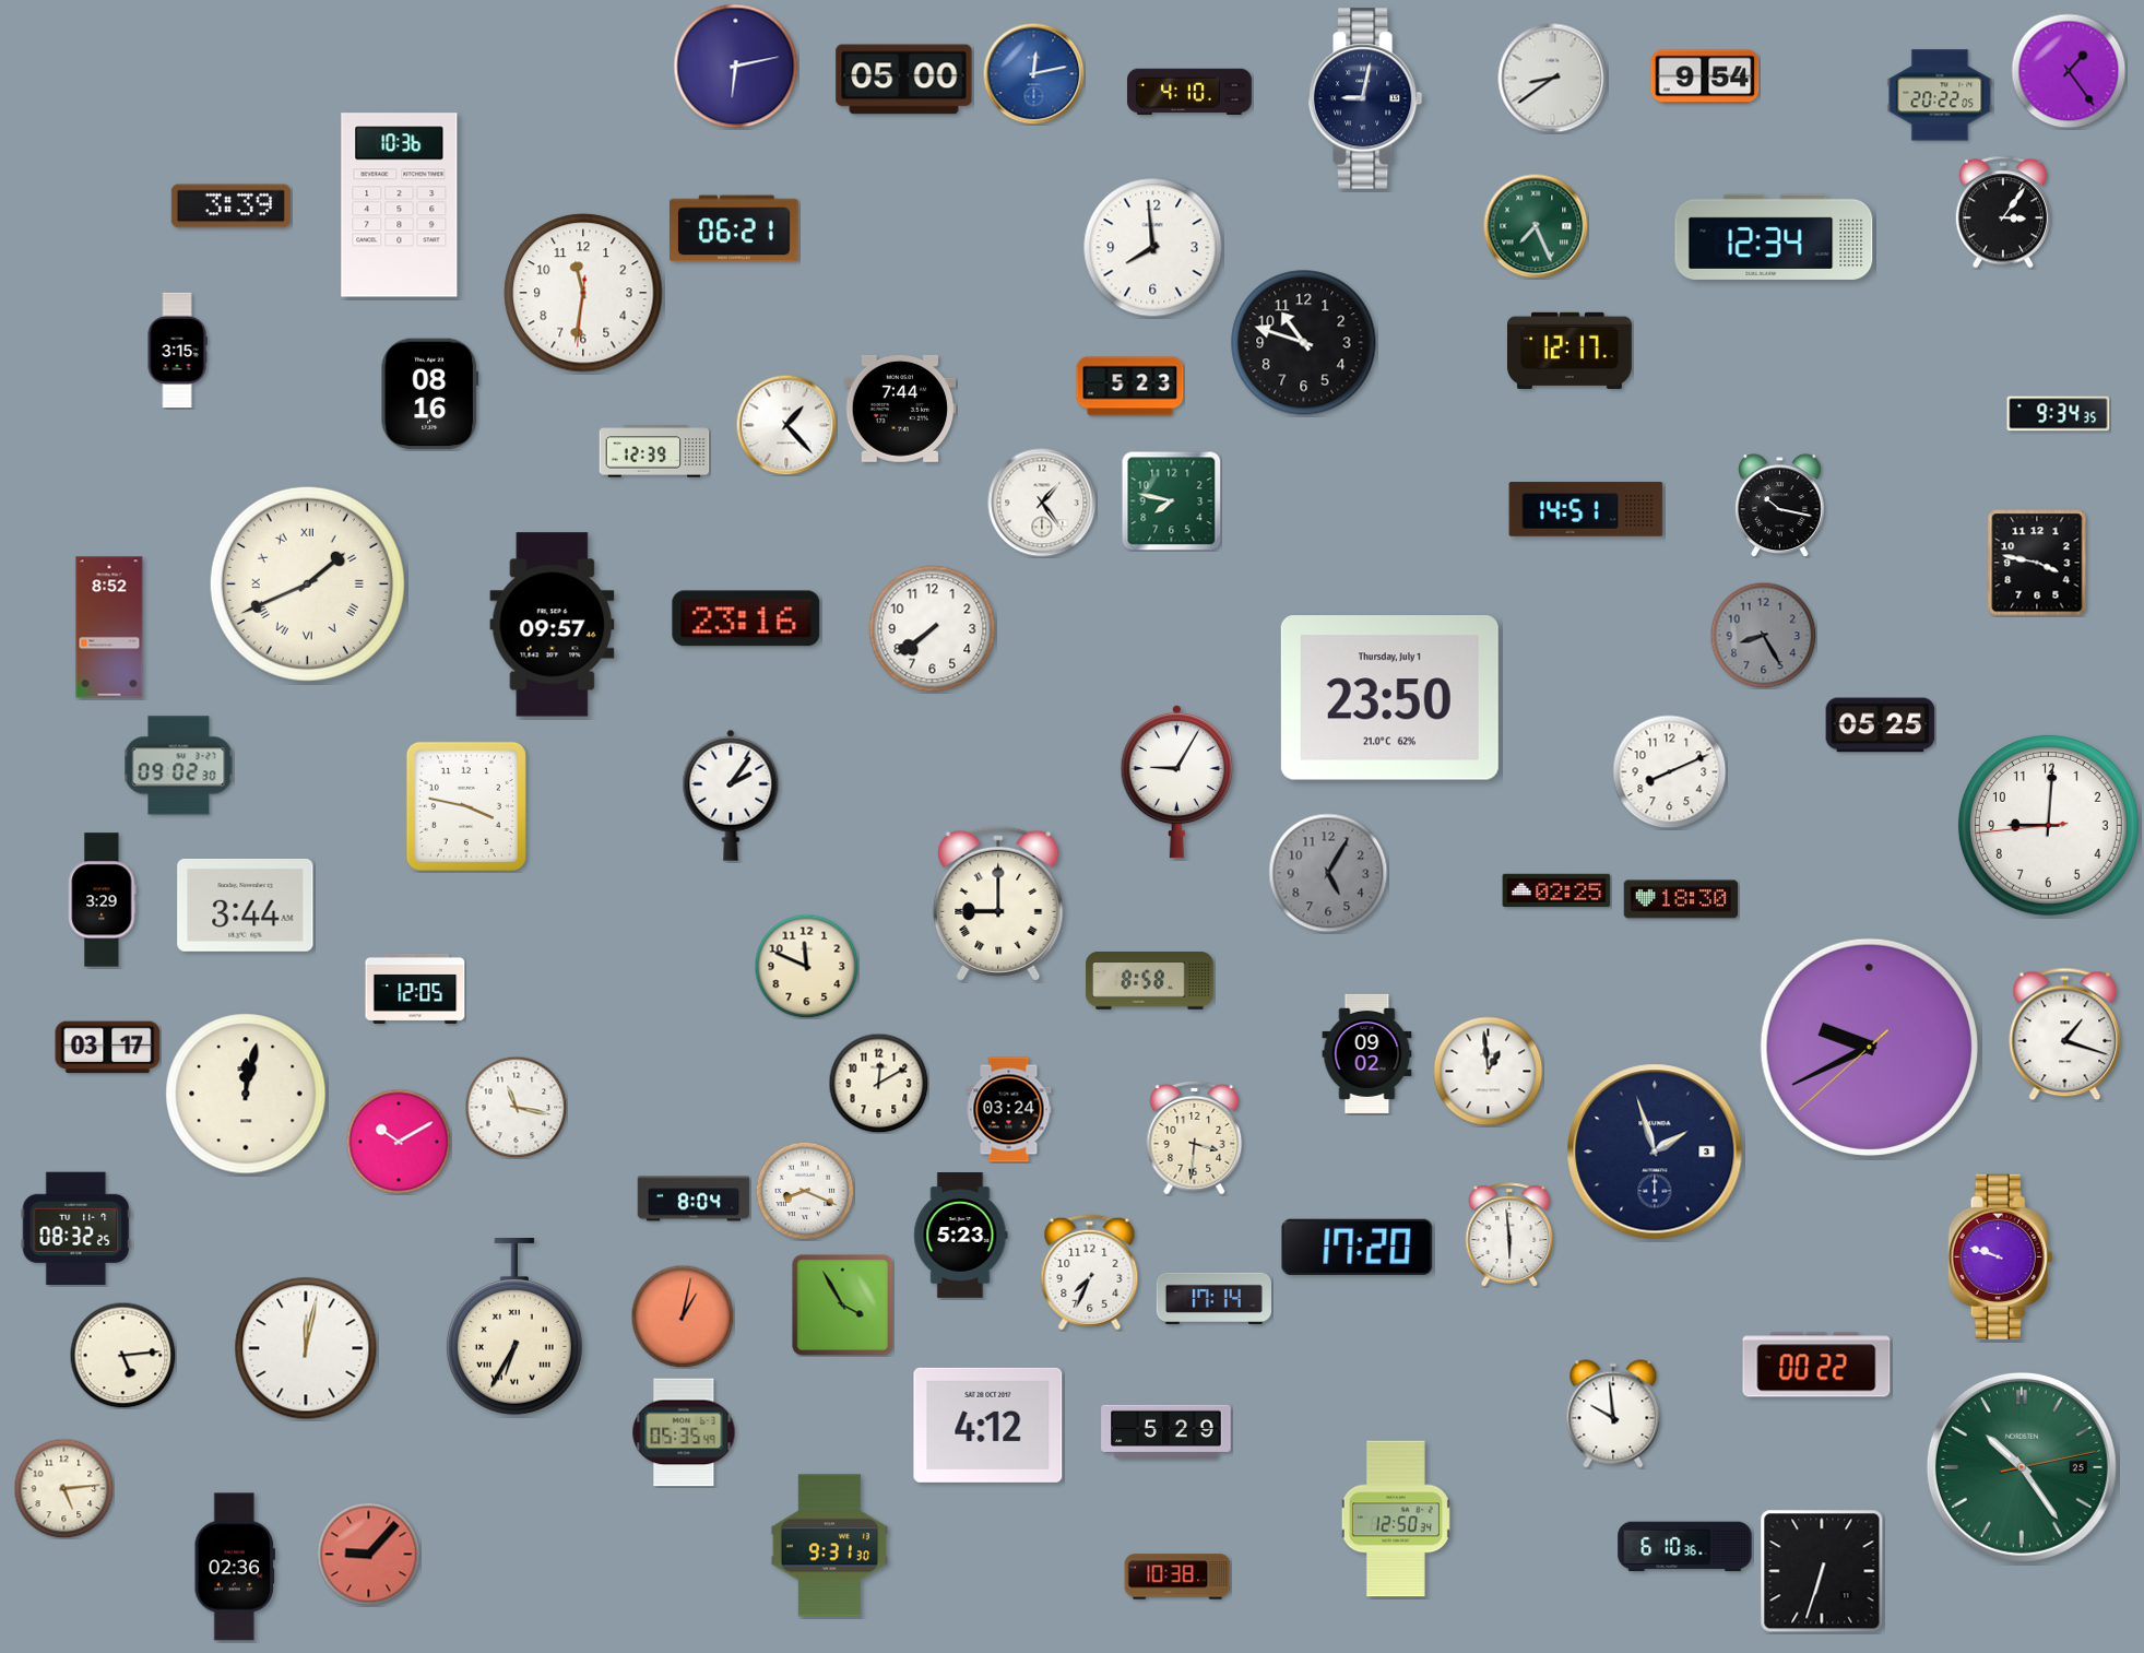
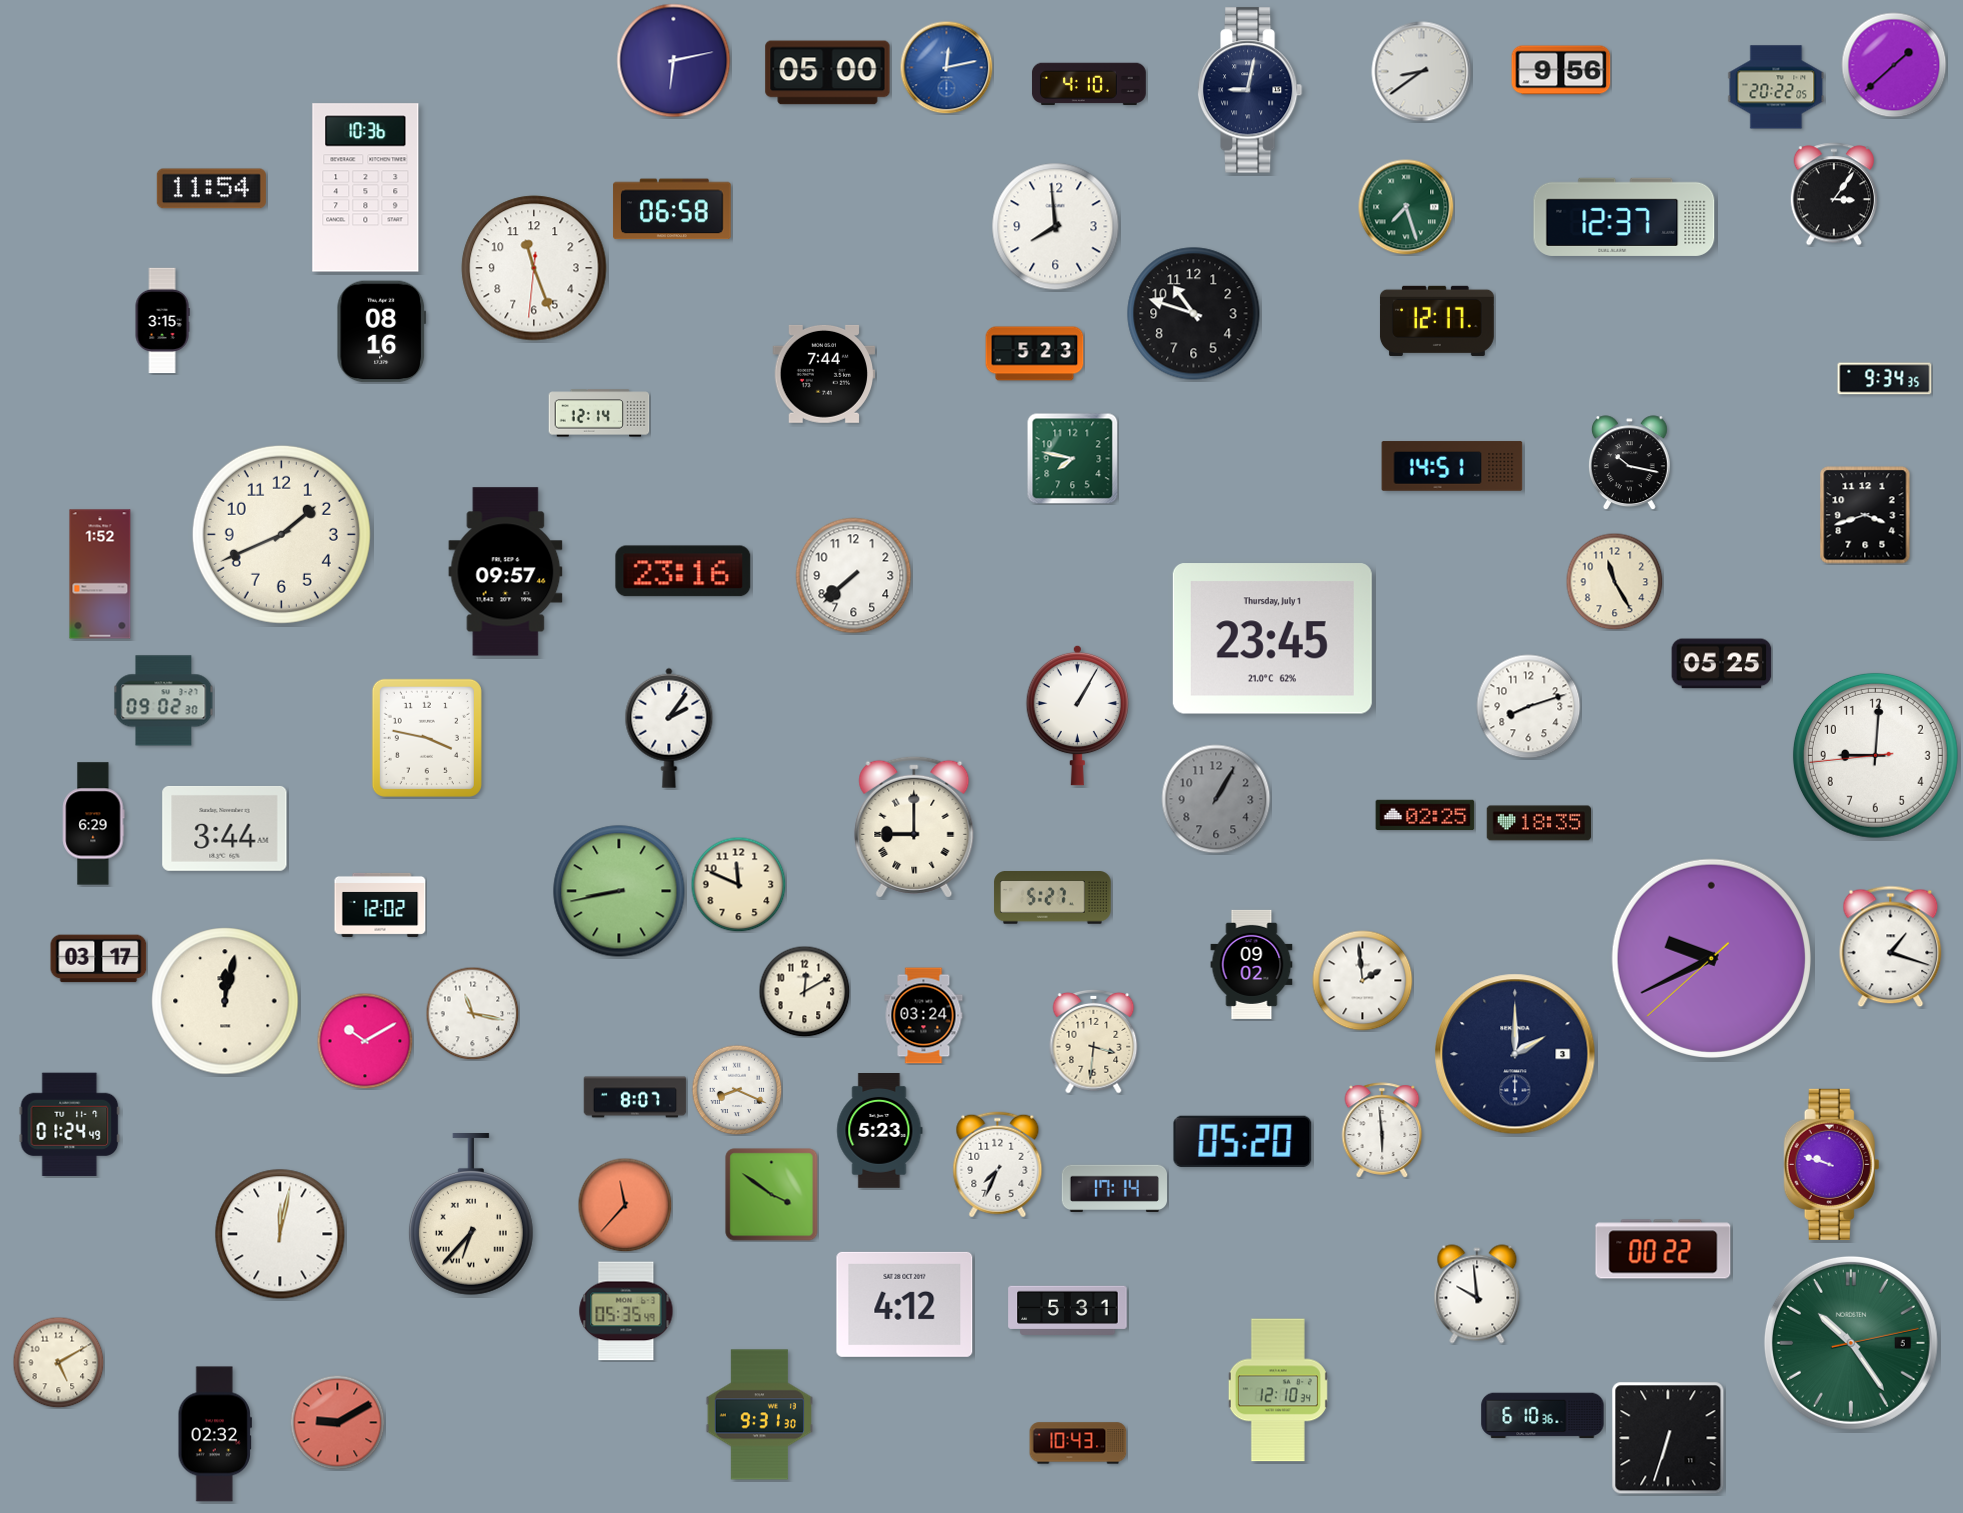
clock at (2069, 71): 1:24 -> 1:38
clock at (1705, 76): 9:54 -> 9:56
clock at (230, 206): 3:39 -> 11:54
clock at (1536, 226): 7:26 -> 7:27
clock at (734, 228): 06:21 -> 06:58
clock at (1774, 237): 12:34 -> 12:37
clock at (583, 293): 11:31 -> 11:26
clock at (430, 394) position: (430, 394) -> (382, 332)
clock at (786, 425): 1:23 -> none
clock at (654, 451): 12:39 -> 12:14
clock at (1042, 503): 1:24 -> none
clock at (2037, 563): 3:47 -> 3:42
clock at (307, 583) numerals: Roman -> Arabic
clock at (746, 618) position: (746, 618) -> (683, 571)
clock at (109, 627): 8:52 -> 1:52
clock at (933, 629): 7:39 -> 7:38
clock at (1763, 635): 8:25 -> 11:25
clock at (1763, 635) dial: grey -> cream
clock at (1389, 698): 23:50 -> 23:45
clock at (1670, 772): 8:11 -> 8:12
clock at (1176, 781): 9:05 -> 1:05
clock at (1328, 873): 5:05 -> 1:05
clock at (1681, 899): 18:30 -> 18:35
clock at (103, 900): 3:29 -> 6:29
clock at (619, 891): none -> 8:43
clock at (1150, 981): 8:58 -> 5:27
clock at (415, 989): 12:05 -> 12:02
clock at (1489, 1072): 12:59 -> 1:59
clock at (399, 1142) position: (399, 1142) -> (365, 1041)
clock at (1655, 1152): 1:57 -> 2:00
clock at (694, 1199): 8:04 -> 8:07
clock at (76, 1228): 08:32 -> 01:24
clock at (1358, 1247): 17:20 -> 05:20
clock at (2001, 1256) position: (2001, 1256) -> (1832, 1164)
clock at (1213, 1298) position: (1213, 1298) -> (1114, 1188)
clock at (843, 1306): 3:55 -> 3:51
clock at (683, 1317): 1:02 -> 11:37
clock at (514, 1327): 6:35 -> 6:37
clock at (122, 1355): 5:14 -> none
clock at (1166, 1431): 5:29 -> 5:31
clock at (2022, 1467) date: 25 -> 5
clock at (63, 1488): 5:14 -> 5:10
clock at (1396, 1519): 12:50 -> 12:10
clock at (368, 1554): 9:07 -> 9:10
clock at (235, 1567): 02:36 -> 02:32
clock at (1177, 1577): 10:38 -> 10:43
